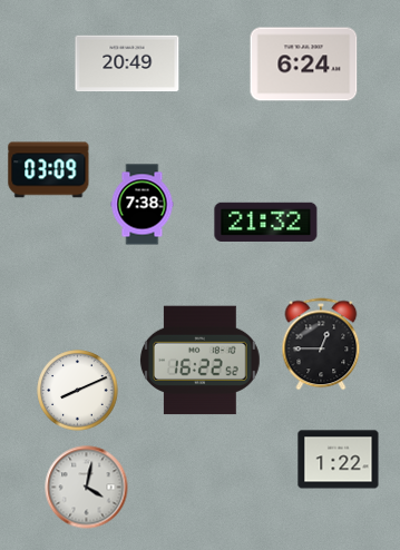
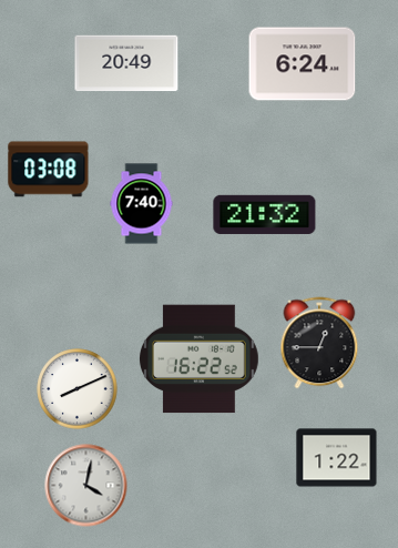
clock at (49, 170): 03:09 -> 03:08
clock at (143, 205): 7:38 -> 7:40
clock at (266, 222) position: (266, 222) -> (265, 214)
